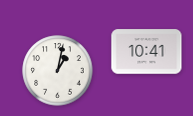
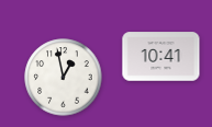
clock at (58, 71): 1:02 -> 12:58
